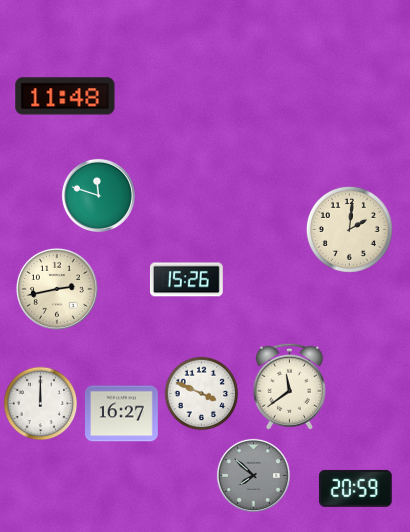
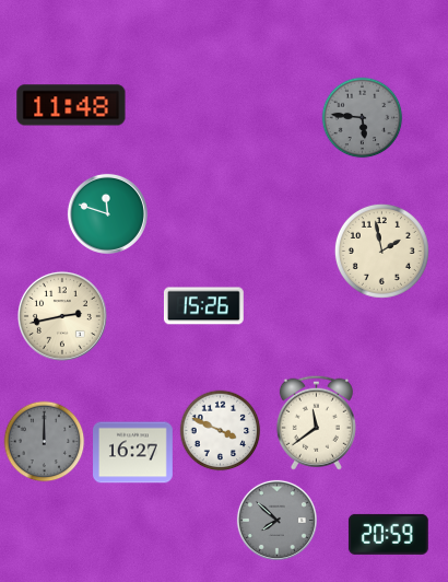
clock at (363, 118): none -> 5:46
clock at (349, 229): 2:01 -> 1:58
clock at (41, 404) dial: white -> grey
